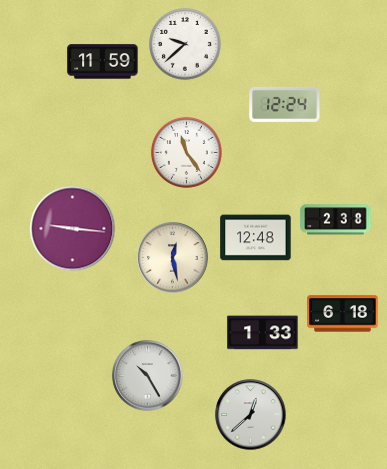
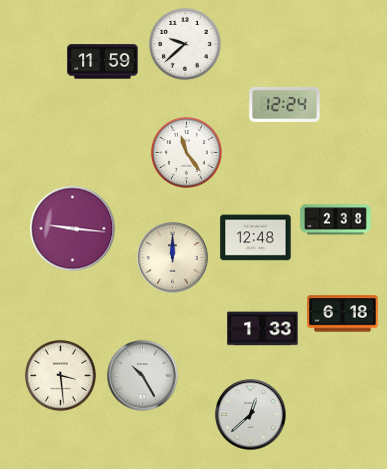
clock at (173, 258): 12:28 -> 12:00
clock at (263, 333) position: (263, 333) -> (263, 329)
clock at (60, 375): none -> 3:29
clock at (148, 376) position: (148, 376) -> (143, 376)
